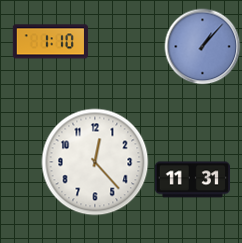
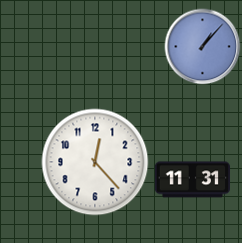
clock at (50, 42): 1:10 -> none
